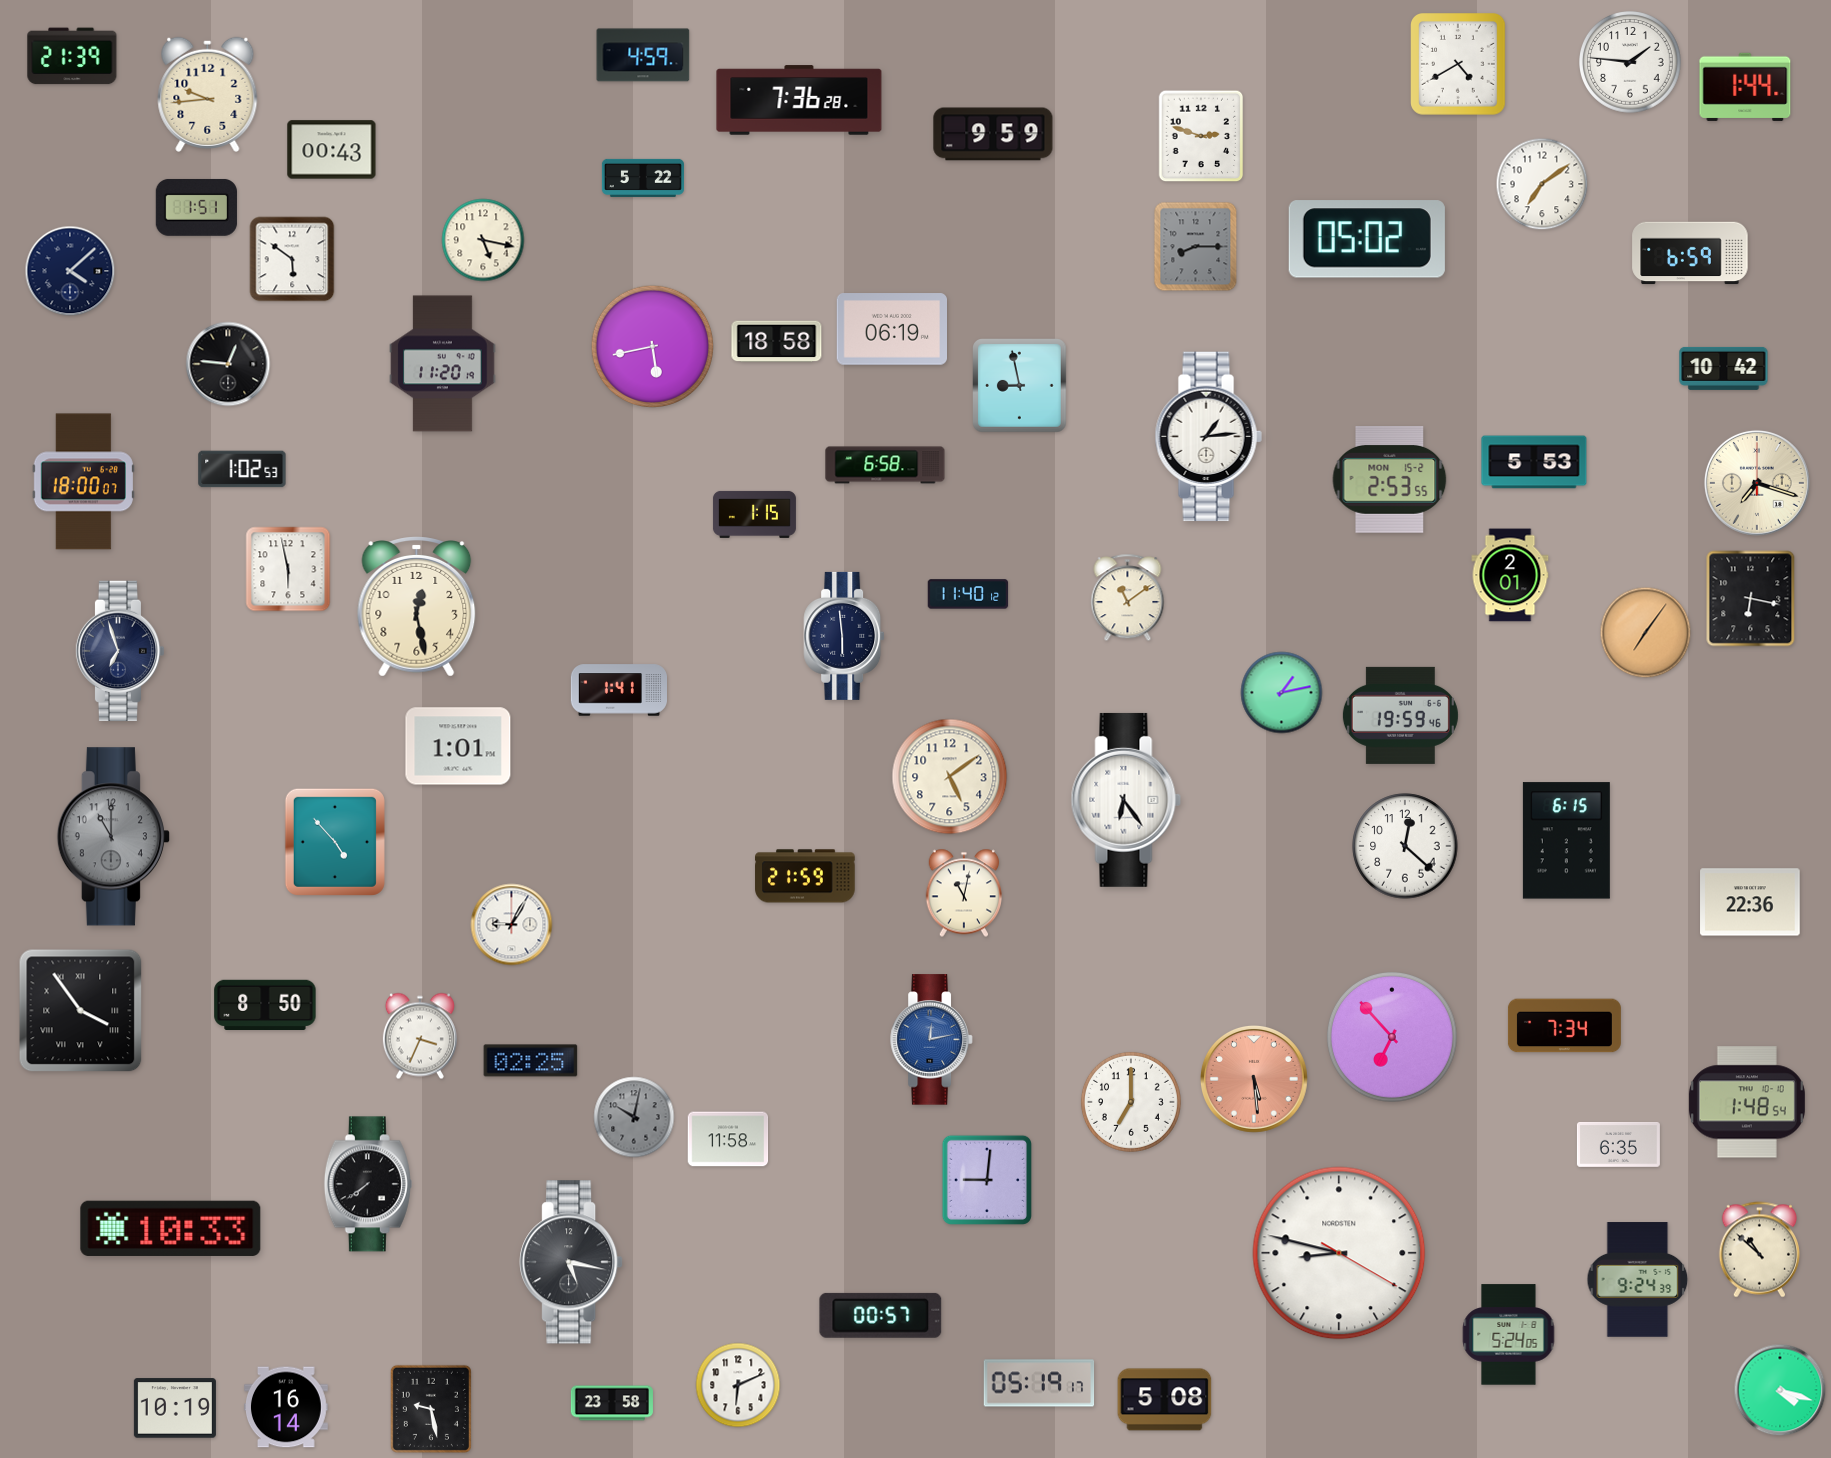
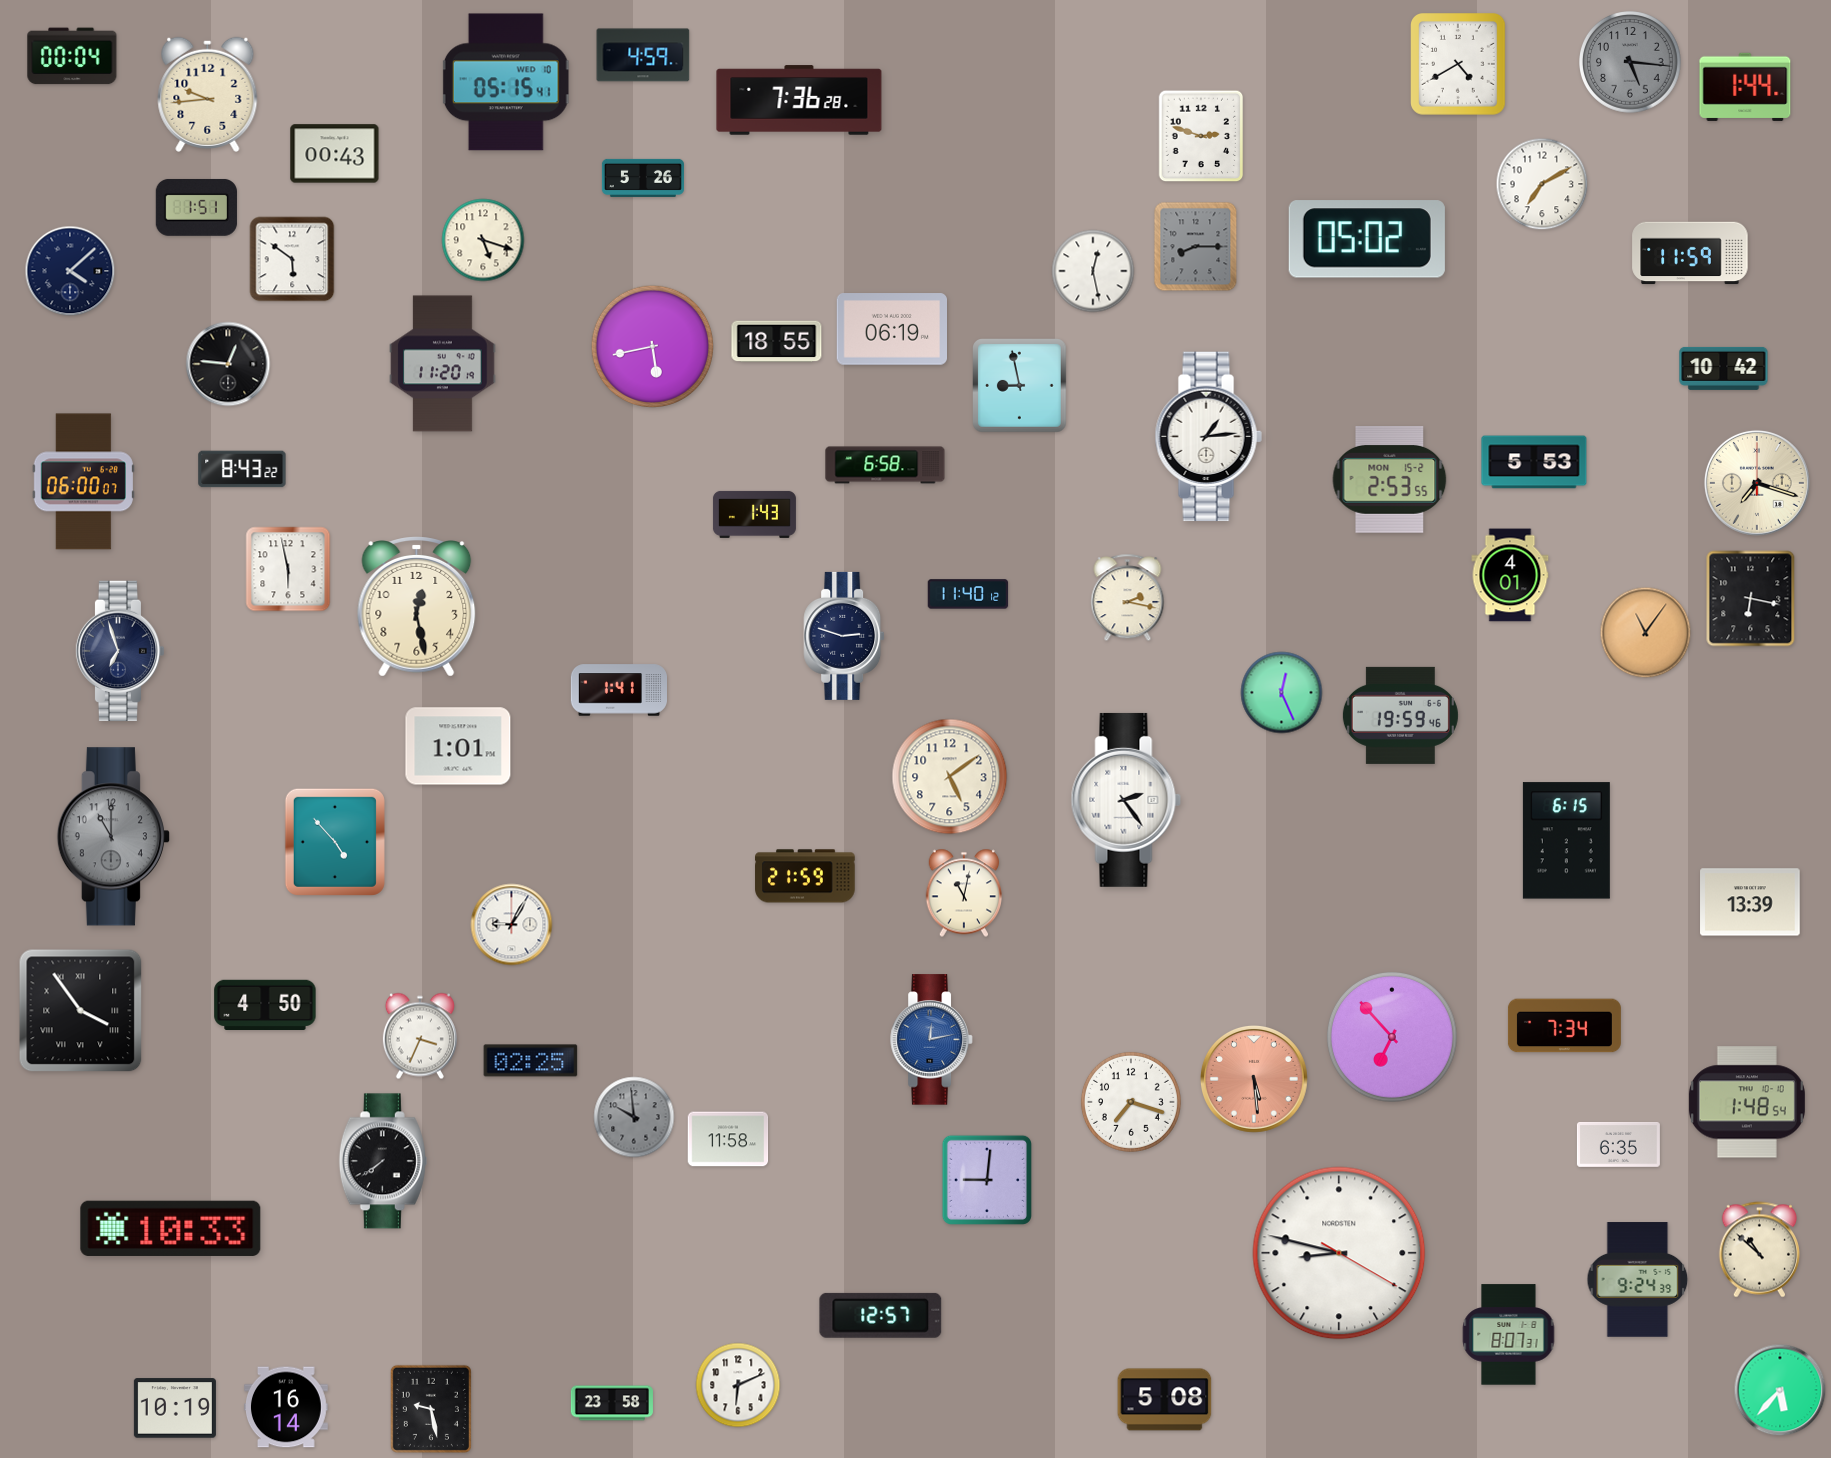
clock at (72, 56): 21:39 -> 00:04
clock at (1631, 63): 1:46 -> 5:16
clock at (1631, 63) dial: white -> grey
clock at (506, 82): none -> 05:15
clock at (993, 134): 9:59 -> none
clock at (332, 150) position: (332, 150) -> (335, 154)
clock at (643, 178): 5:22 -> 5:26
clock at (1542, 184): 7:09 -> 7:10
clock at (483, 240): 5:17 -> 5:18
clock at (1690, 253): 6:59 -> 11:59
clock at (1093, 271): none -> 12:28
clock at (777, 342): 18:58 -> 18:55
clock at (242, 469): 1:02 -> 8:43
clock at (83, 482): 18:00 -> 06:00
clock at (754, 514): 1:15 -> 1:43
clock at (1510, 575): 2:01 -> 4:01
clock at (1128, 598): 11:09 -> 2:17
clock at (1646, 633): 7:06 -> 11:06
clock at (844, 636): 5:59 -> 2:48
clock at (1282, 693): 1:13 -> 12:26
clock at (1126, 800): 6:24 -> 2:24
clock at (1405, 846): 12:22 -> none
clock at (1750, 902): 22:36 -> 13:39
clock at (265, 1004): 8:50 -> 4:50
clock at (1131, 1102): 7:00 -> 7:18
clock at (634, 1117): 10:02 -> 9:59
clock at (368, 1184) position: (368, 1184) -> (383, 1161)
clock at (571, 1262): 5:17 -> none
clock at (881, 1315): 00:57 -> 12:57
clock at (1509, 1335): 5:24 -> 8:07
clock at (1039, 1383): 05:19 -> none
clock at (1780, 1390): 4:18 -> 5:37
